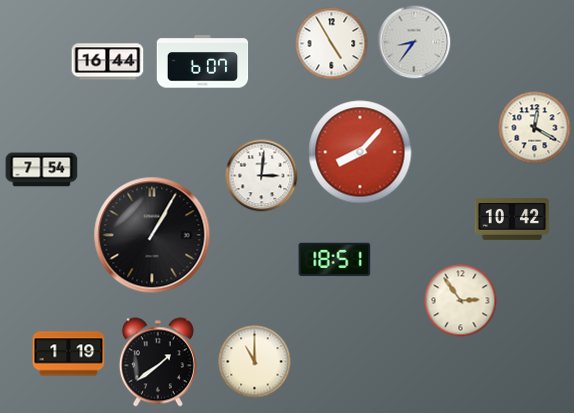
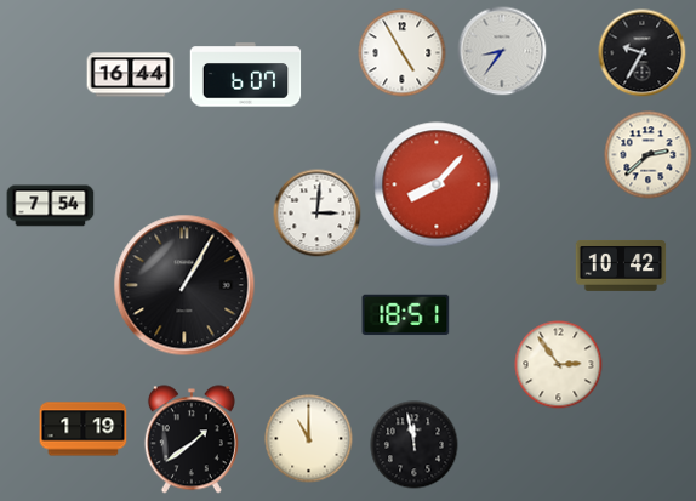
clock at (643, 53): none -> 9:35
clock at (535, 128): 12:20 -> 2:38
clock at (415, 445): none -> 11:58
